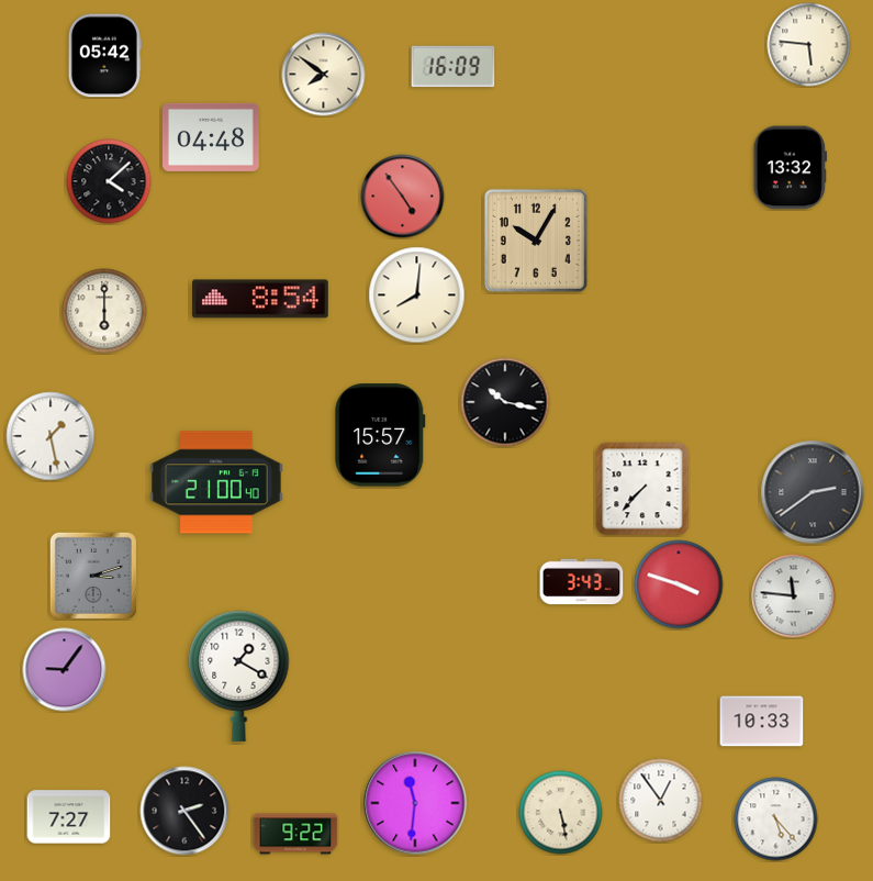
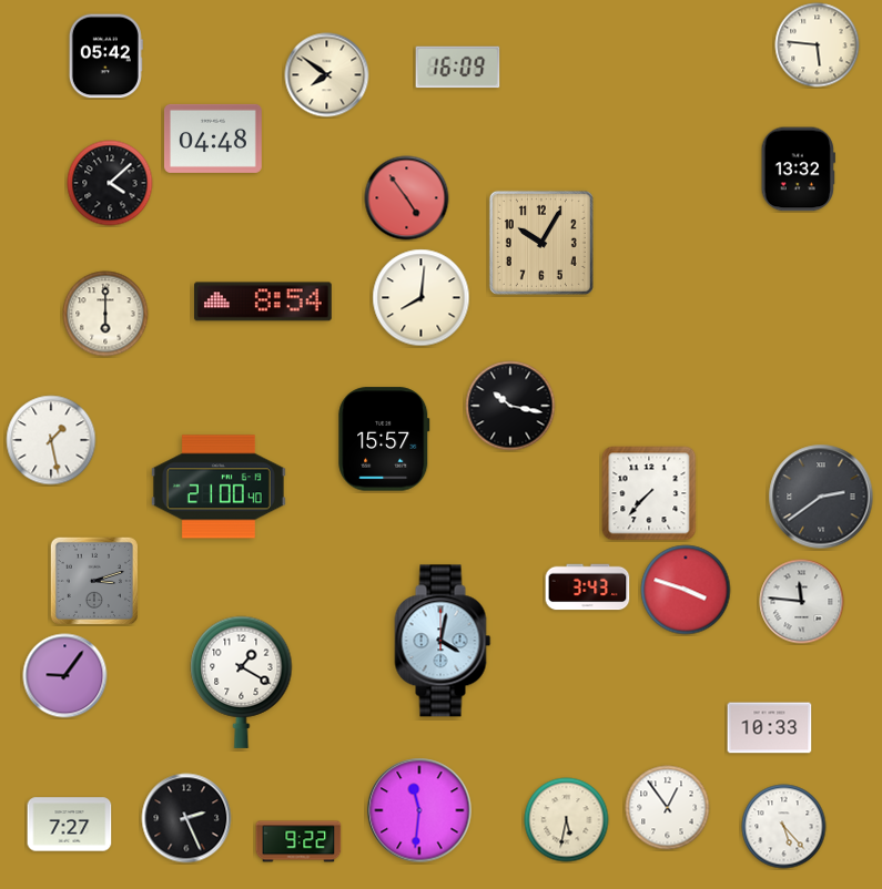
clock at (443, 641): none -> 4:02
clock at (184, 811): 2:24 -> 2:26
clock at (561, 813): 5:28 -> 5:32
